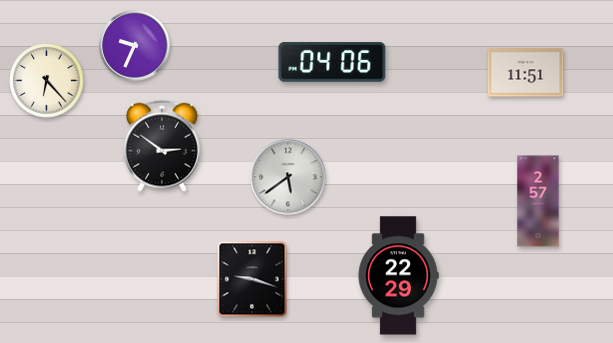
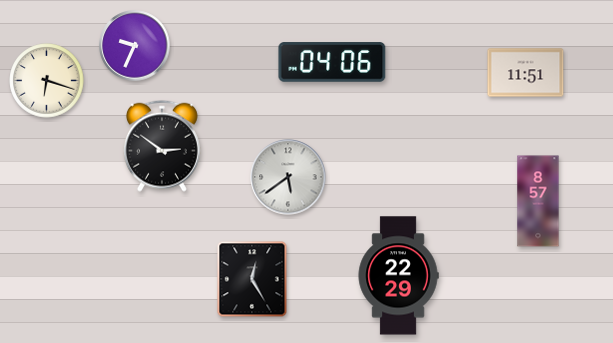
clock at (47, 81): 6:23 -> 6:18
clock at (538, 201): 2:57 -> 8:57
clock at (252, 279): 9:18 -> 12:25
